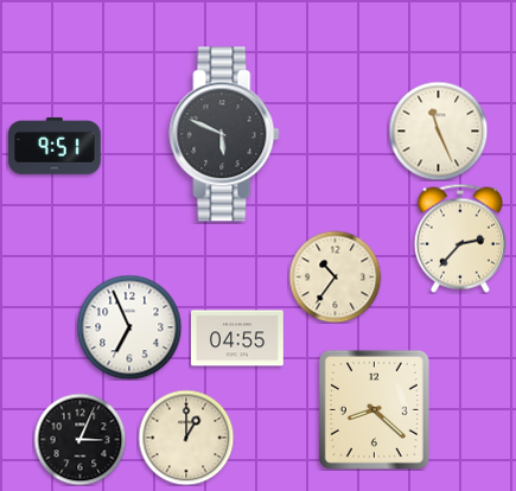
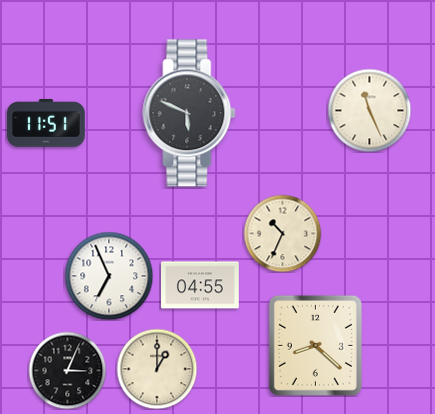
clock at (56, 146): 9:51 -> 11:51
clock at (460, 238): 2:37 -> none
clock at (335, 276): 10:36 -> 10:34
